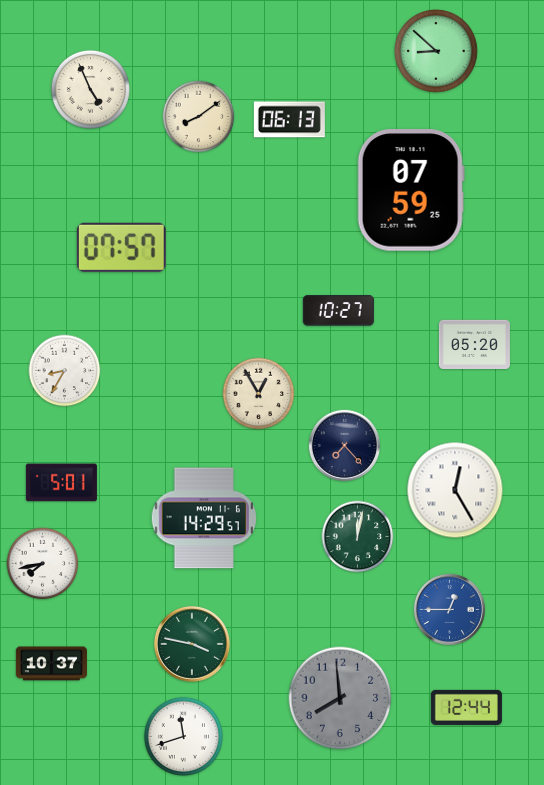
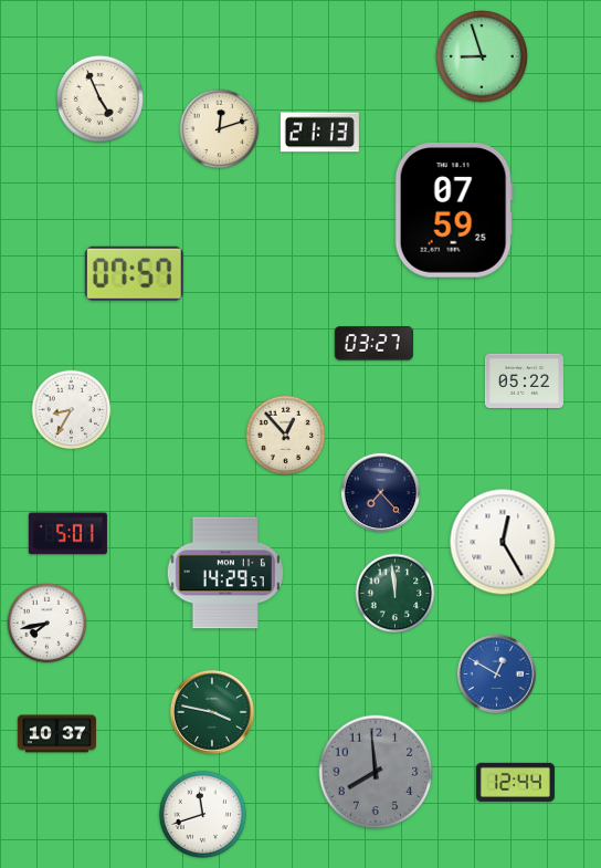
clock at (436, 51): 8:52 -> 8:57
clock at (199, 117): 8:09 -> 12:12
clock at (289, 120): 06:13 -> 21:13
clock at (338, 311): 10:27 -> 03:27
clock at (474, 344): 05:20 -> 05:22
clock at (259, 394): 12:55 -> 12:53
clock at (358, 537): 12:02 -> 11:59
clock at (449, 609): 12:45 -> 12:50
